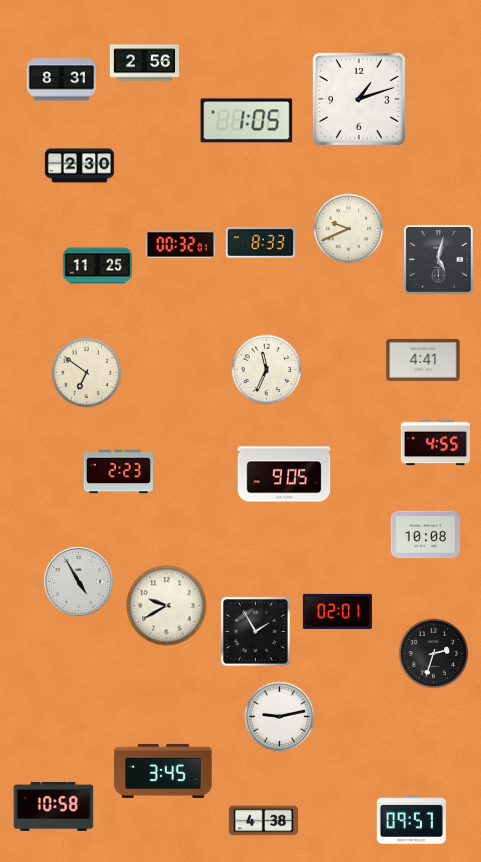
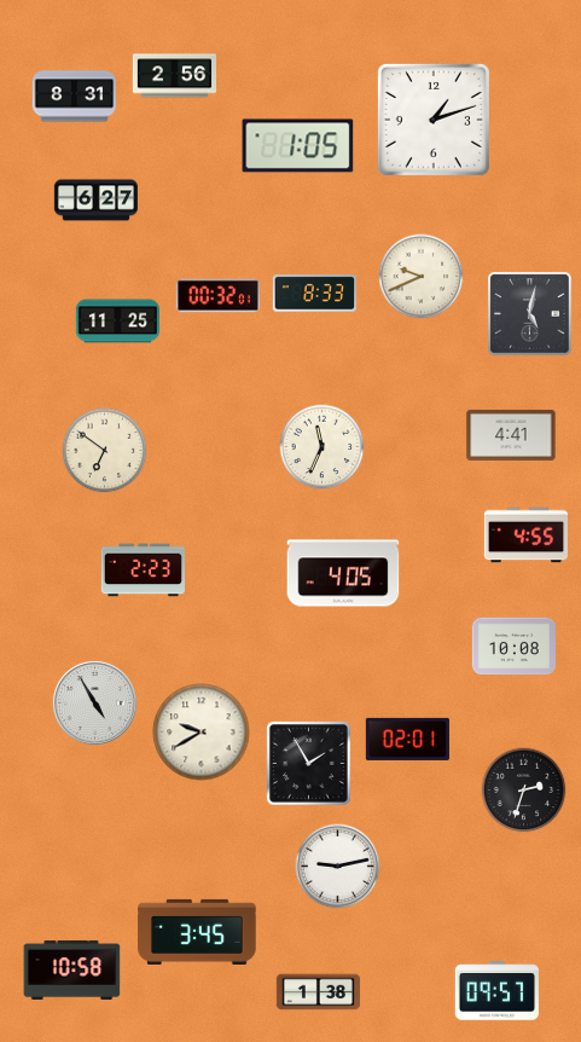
clock at (79, 166): 2:30 -> 6:27
clock at (284, 474): 9:05 -> 4:05
clock at (54, 806) position: (54, 806) -> (72, 969)
clock at (263, 821): 4:38 -> 1:38
